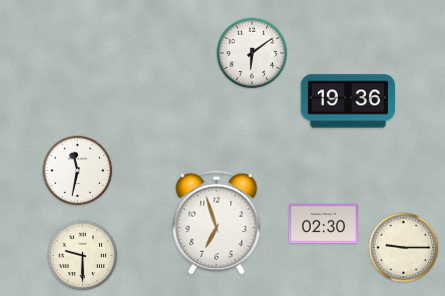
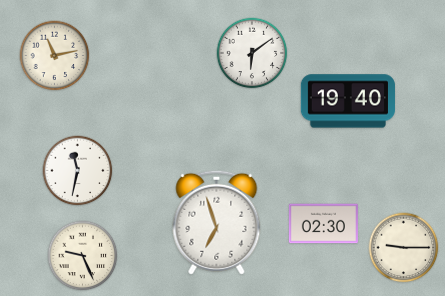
clock at (55, 56): none -> 11:13
clock at (348, 101): 19:36 -> 19:40
clock at (83, 256): 9:30 -> 9:26
